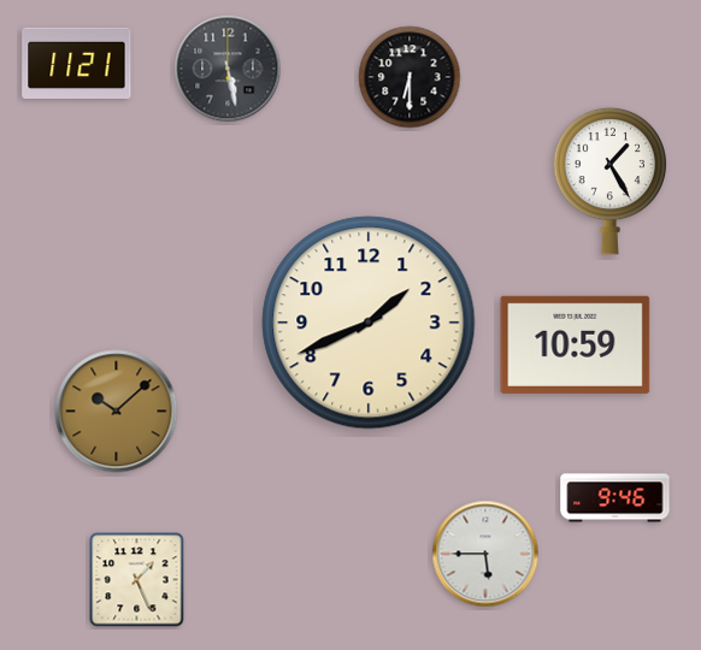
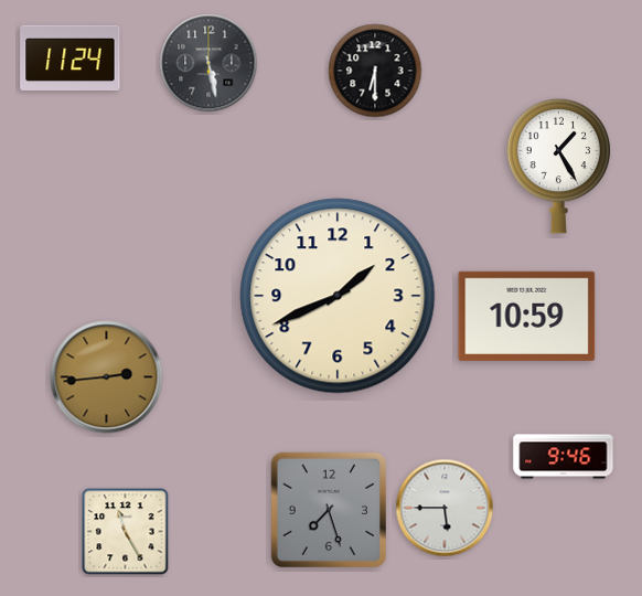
clock at (77, 63): 11:21 -> 11:24
clock at (117, 412): 10:08 -> 2:44
clock at (328, 509): none -> 7:27
clock at (137, 580): 1:26 -> 11:25
